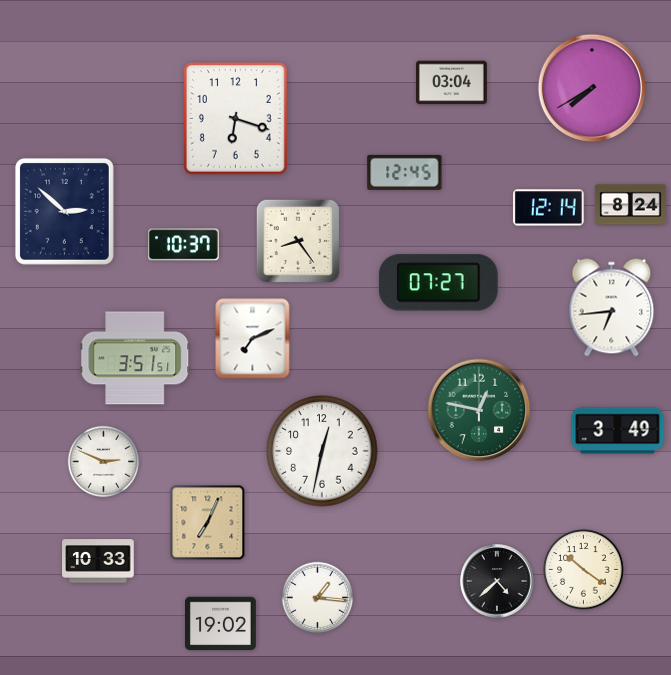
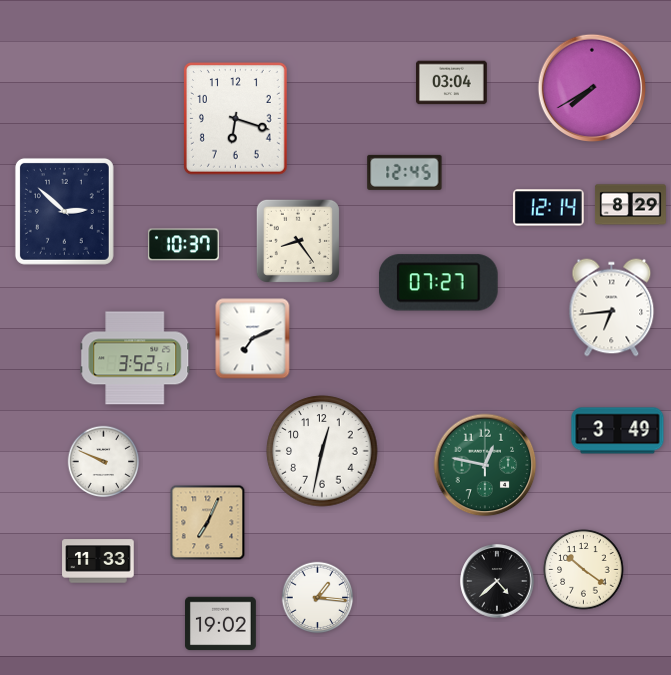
clock at (630, 205): 8:24 -> 8:29
clock at (135, 358): 3:51 -> 3:52
clock at (479, 410) position: (479, 410) -> (485, 465)
clock at (104, 462): 2:49 -> 9:49
clock at (98, 561): 10:33 -> 11:33
